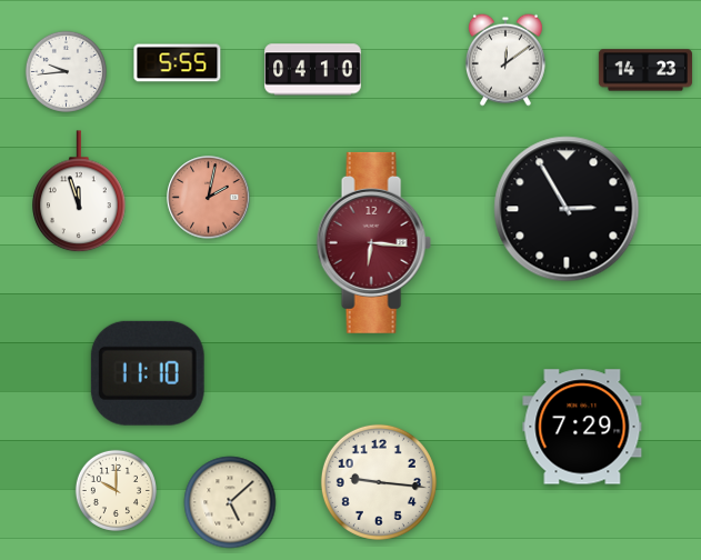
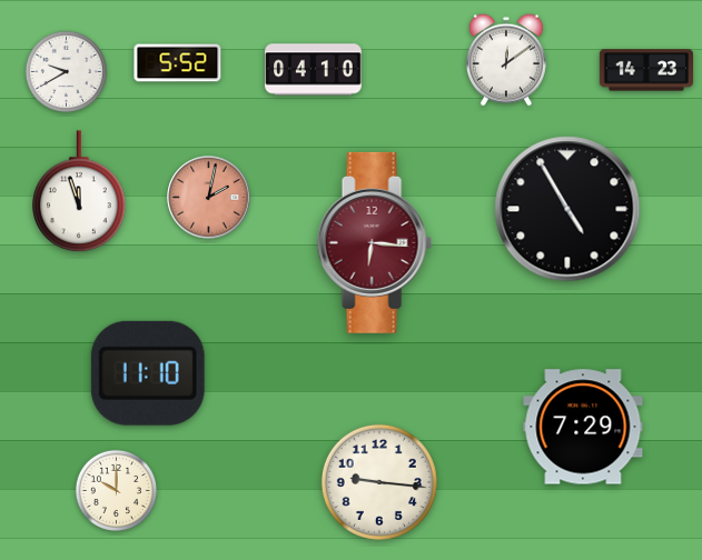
clock at (178, 63): 5:55 -> 5:52
clock at (66, 71): 9:44 -> 9:40
clock at (567, 209): 2:55 -> 4:55
clock at (230, 502): 5:08 -> none
